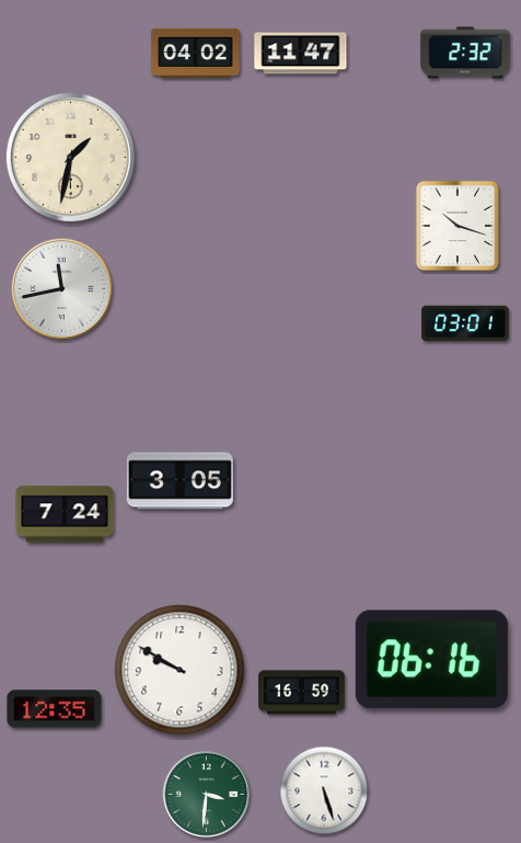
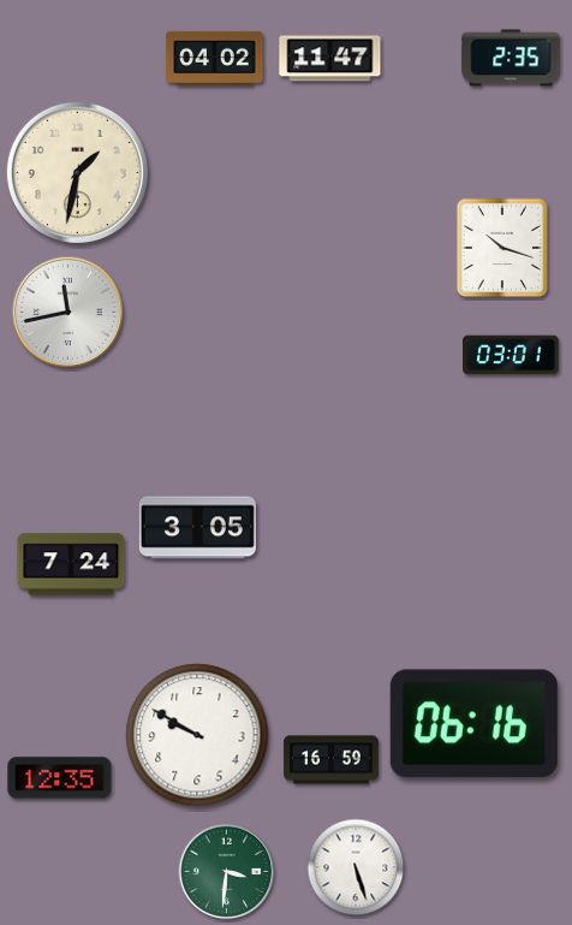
clock at (465, 53): 2:32 -> 2:35
clock at (62, 289) position: (62, 289) -> (68, 313)
